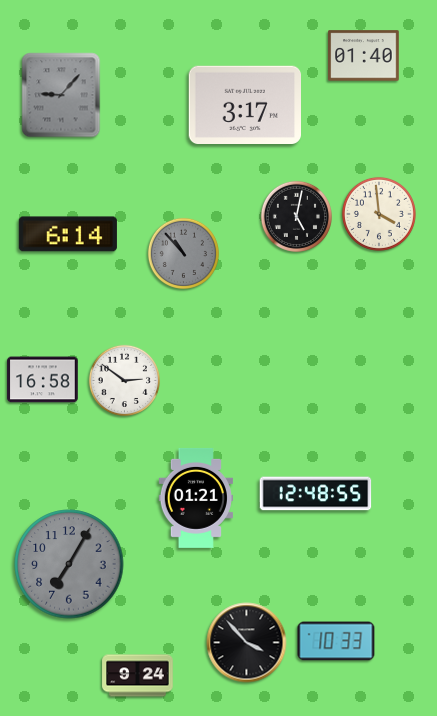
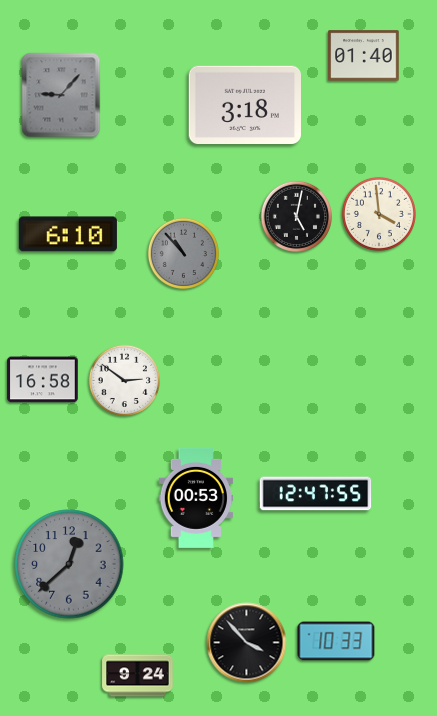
clock at (244, 104): 3:17 -> 3:18
clock at (68, 234): 6:14 -> 6:10
clock at (316, 494): 12:48 -> 12:47
clock at (195, 498): 01:21 -> 00:53
clock at (69, 564): 7:05 -> 12:38
